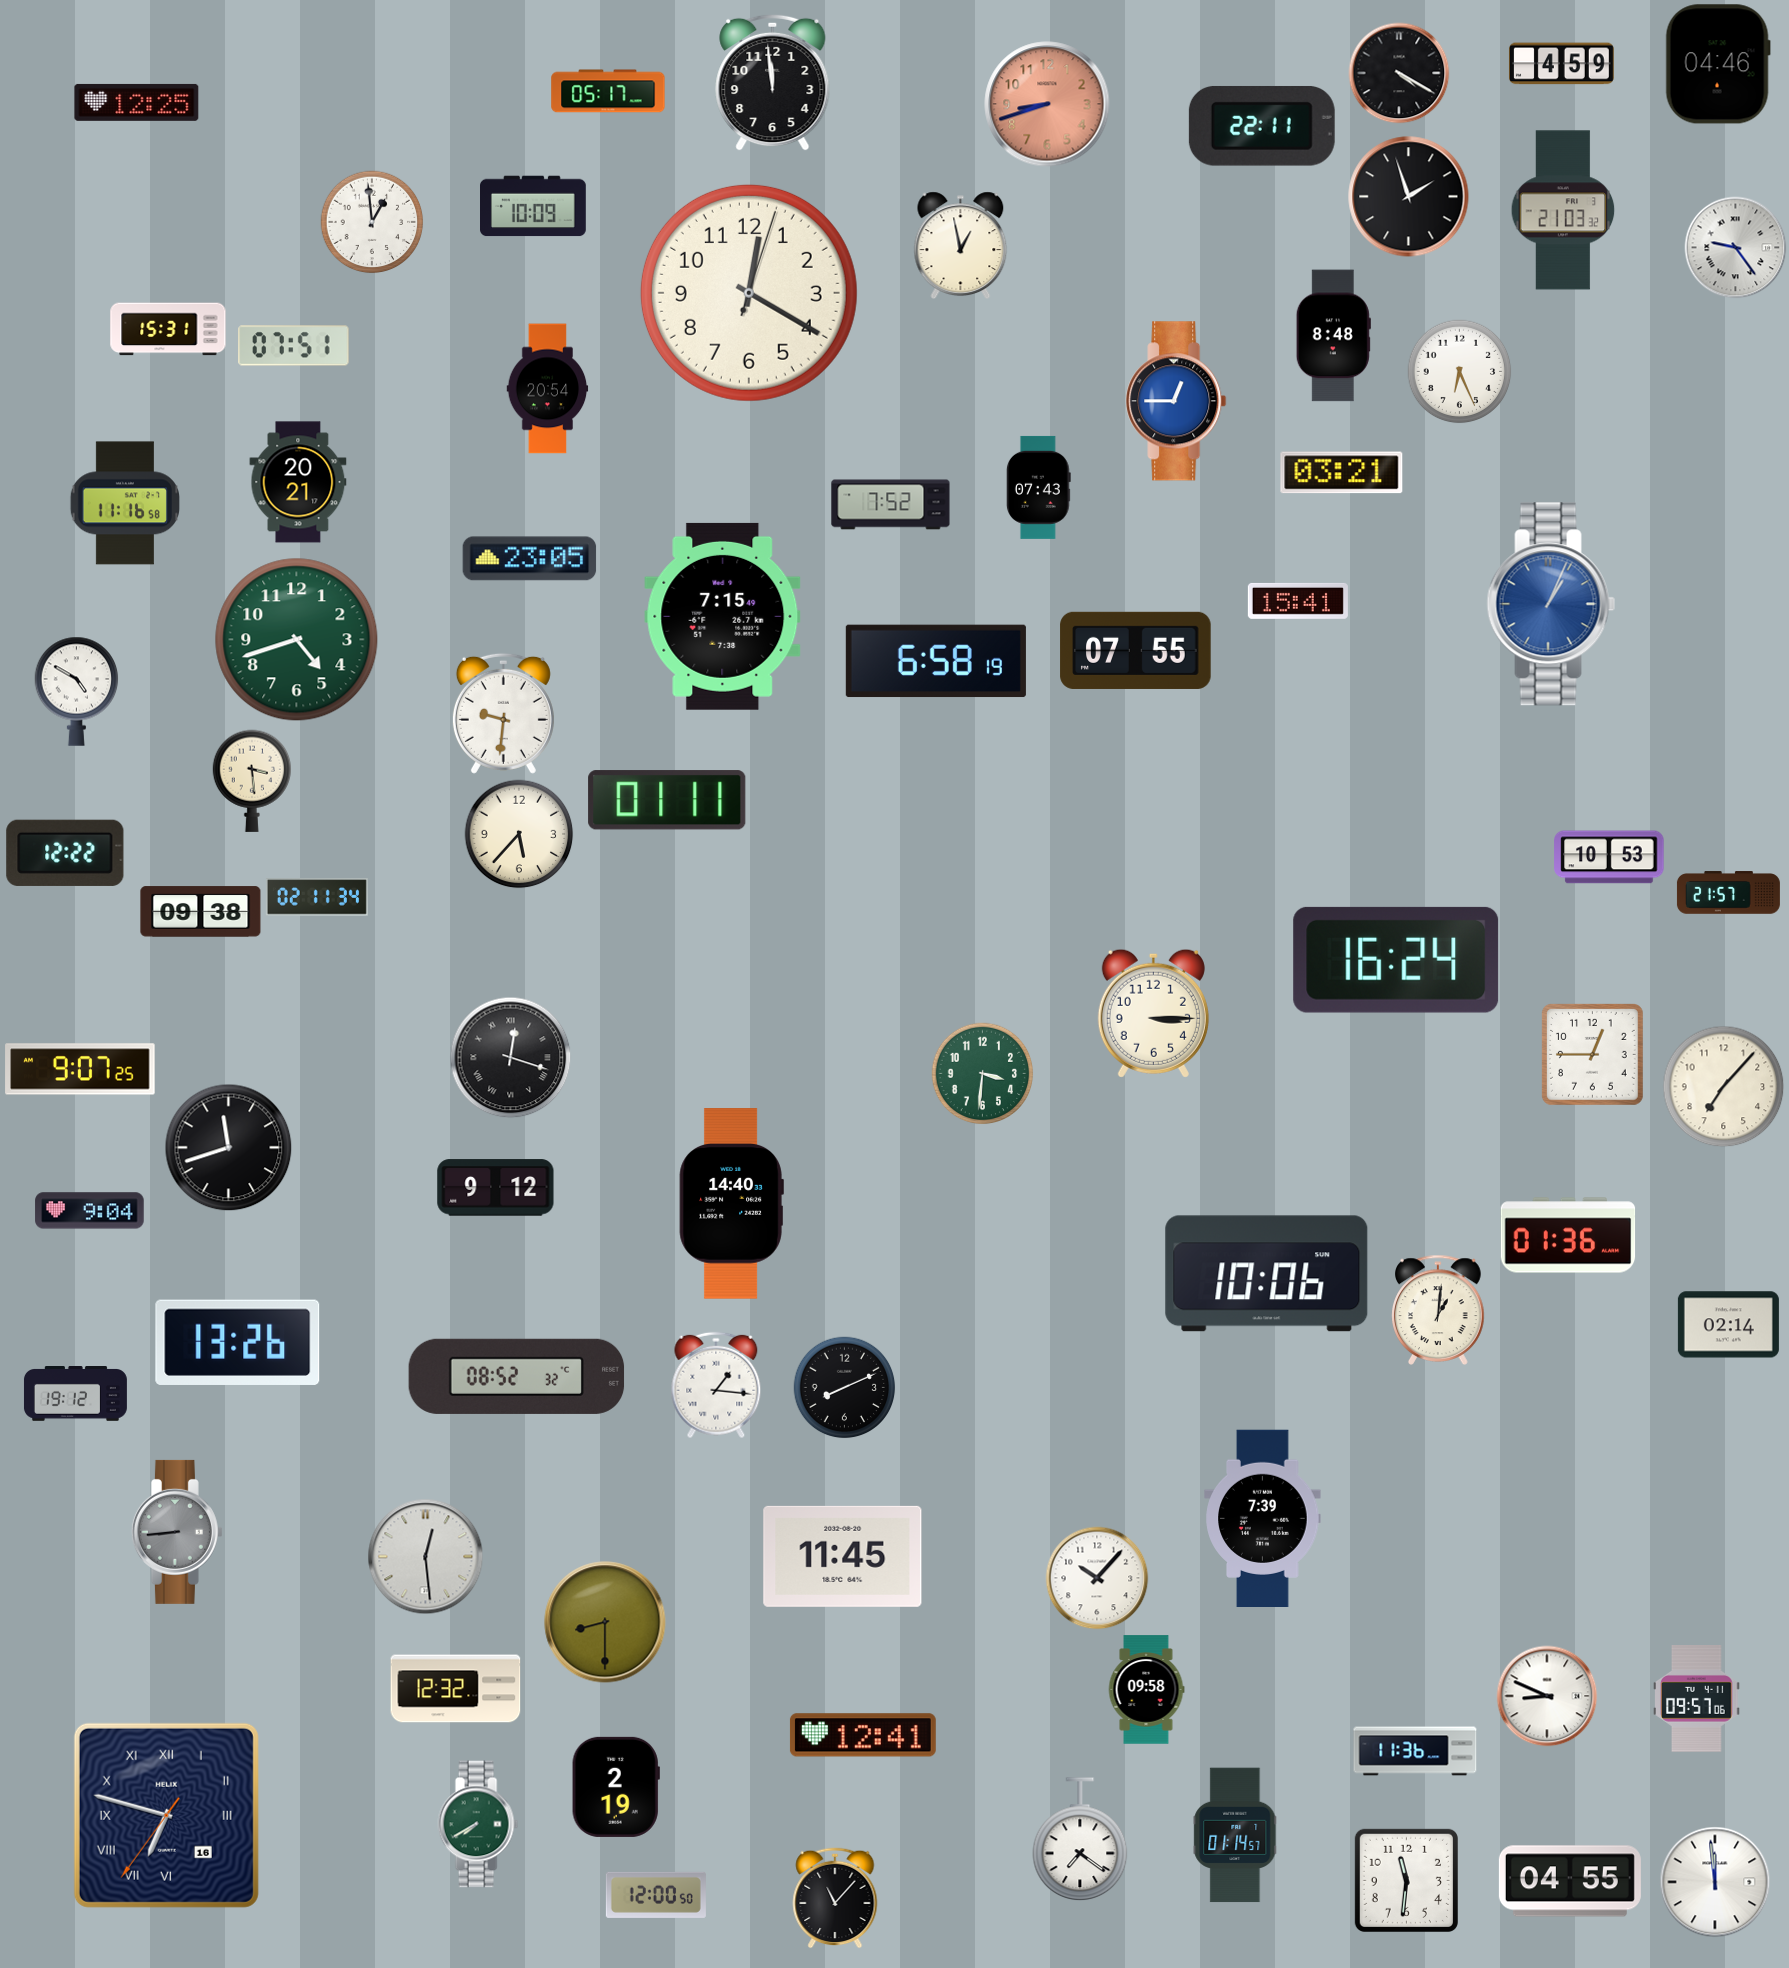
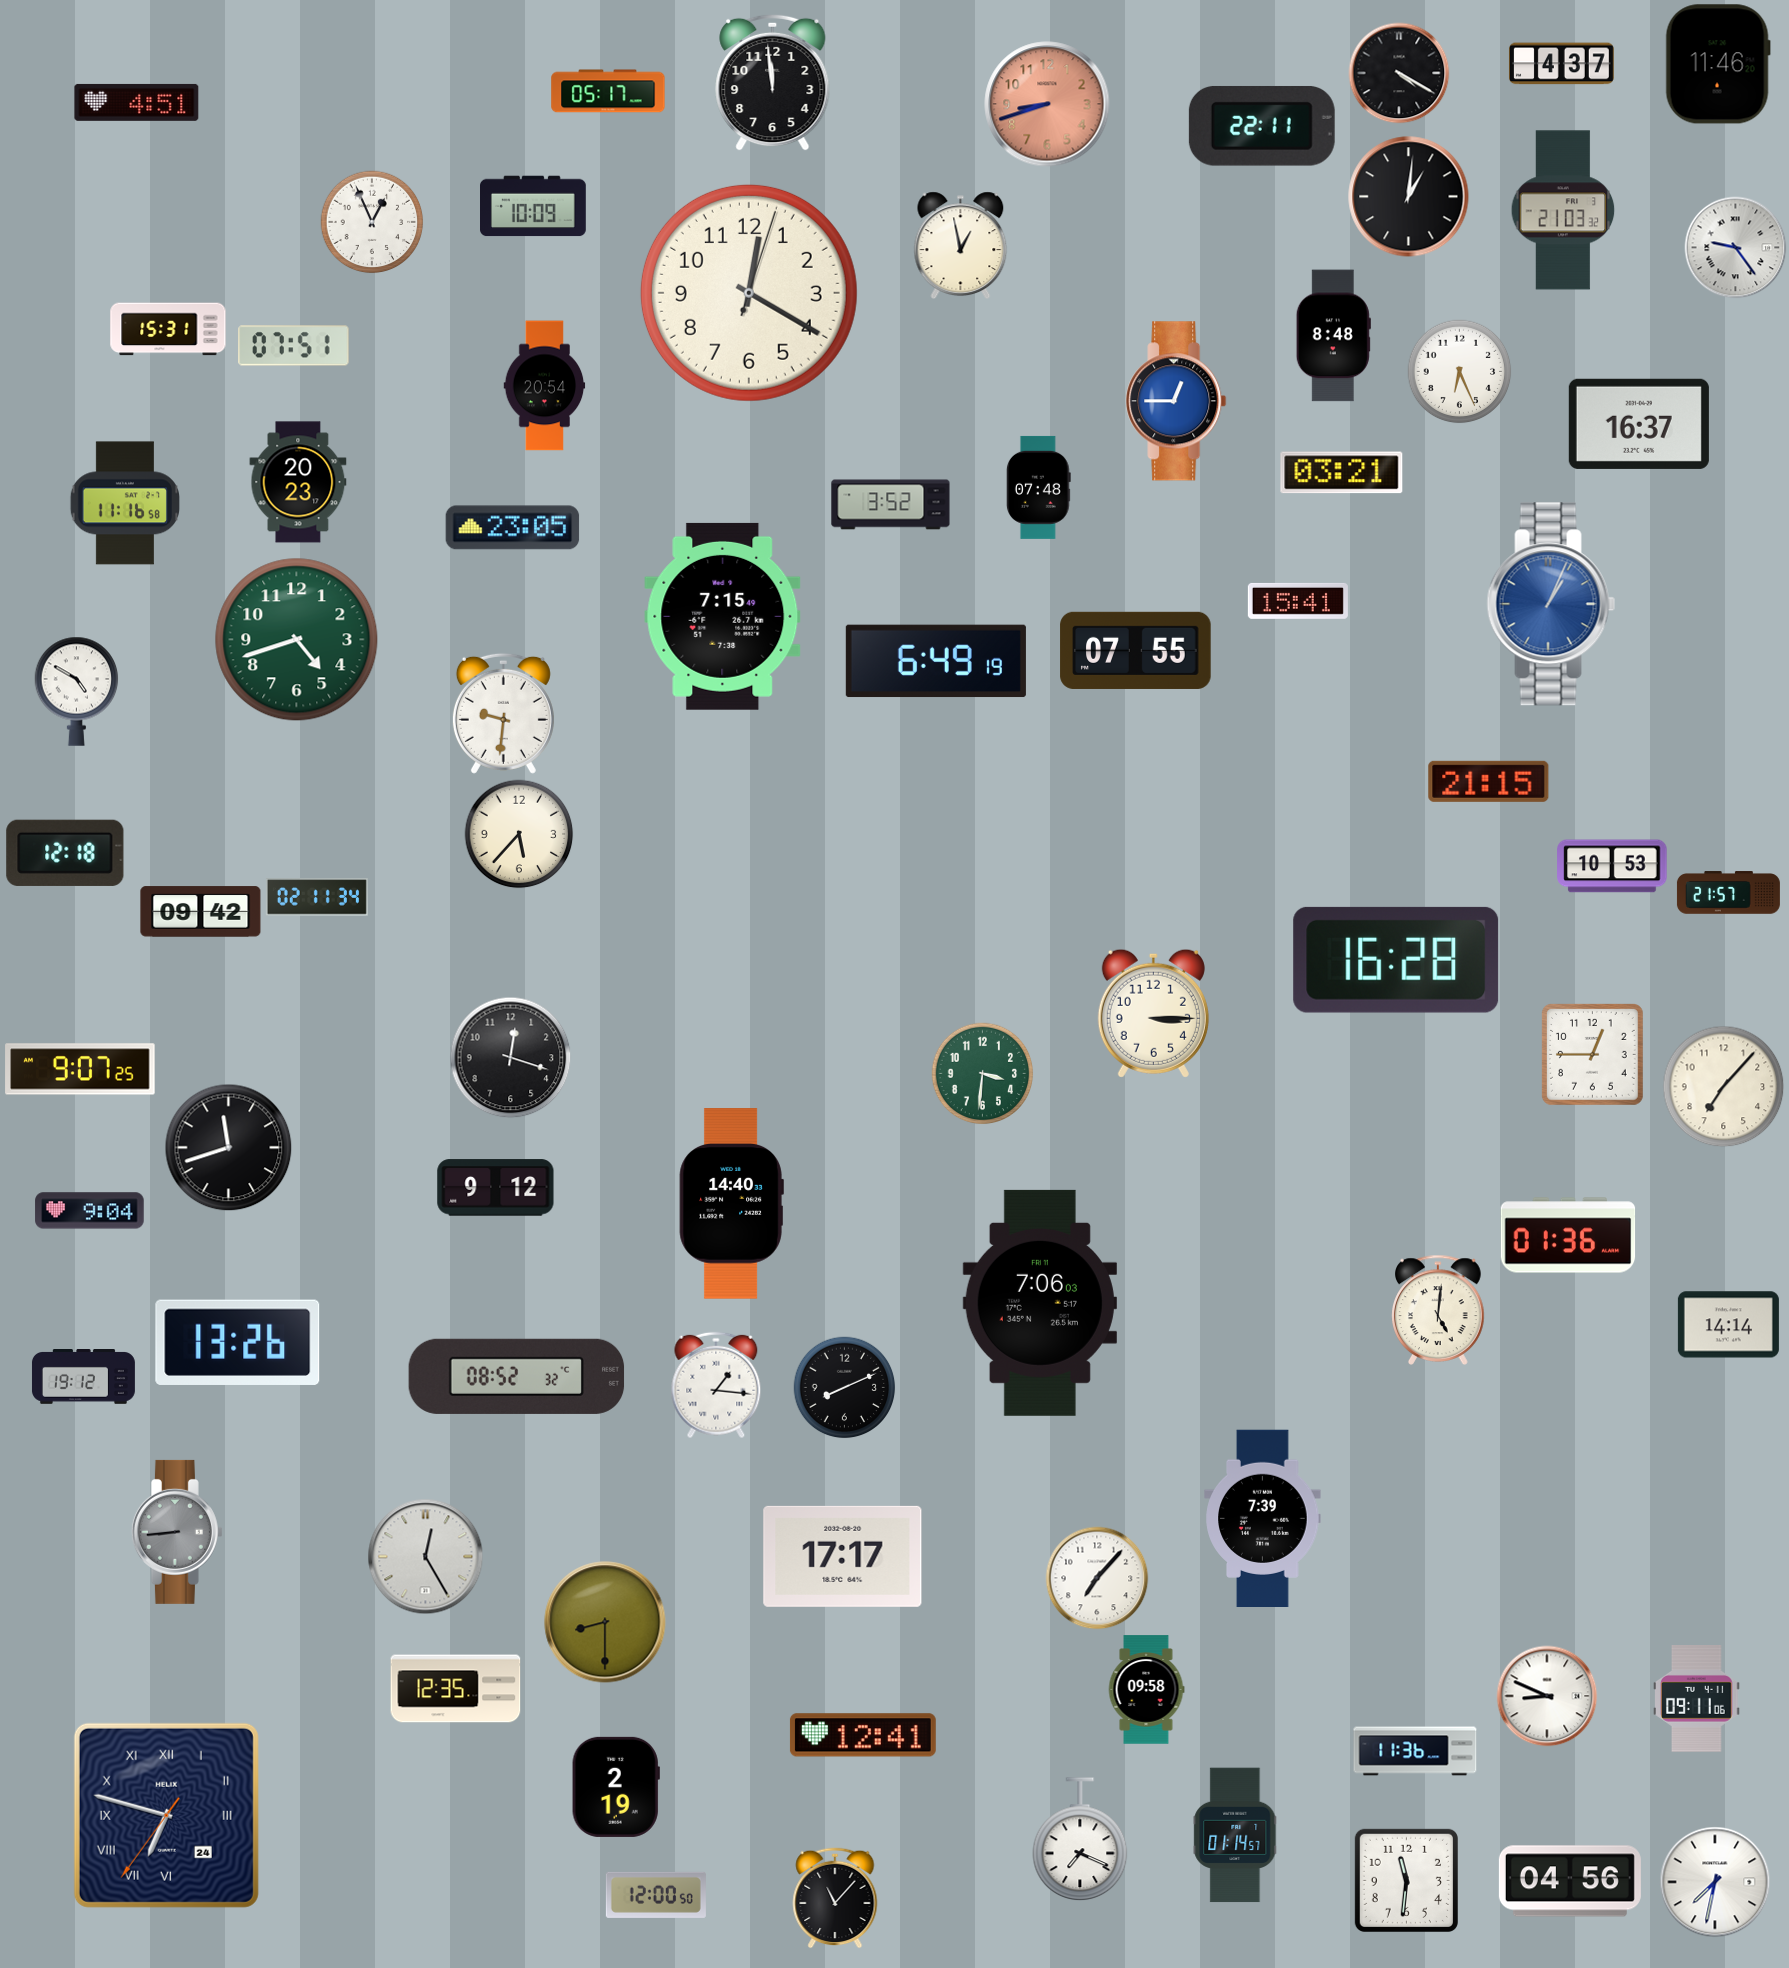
clock at (1561, 64): 4:59 -> 4:37
clock at (1718, 64): 04:46 -> 11:46
clock at (137, 102): 12:25 -> 4:51
clock at (1409, 197): 1:57 -> 1:01
clock at (372, 222): 12:59 -> 12:56
clock at (548, 389) position: (548, 389) -> (545, 386)
clock at (1639, 424): none -> 16:37
clock at (298, 482): 20:21 -> 20:23
clock at (1039, 487): 07:43 -> 07:48
clock at (891, 505): 7:52 -> 3:52
clock at (530, 559) position: (530, 559) -> (513, 528)
clock at (936, 661): 6:58 -> 6:49
clock at (252, 781): 3:29 -> none
clock at (1489, 781): none -> 21:15
clock at (667, 800): 01:11 -> none
clock at (65, 853): 12:22 -> 12:18
clock at (1609, 857) position: (1609, 857) -> (1612, 866)
clock at (201, 912): 09:38 -> 09:42
clock at (1396, 960): 16:24 -> 16:28
clock at (511, 1058) numerals: Roman -> Arabic
clock at (1267, 1274): 10:06 -> none
clock at (1040, 1303): none -> 7:06
clock at (1439, 1310): 1:01 -> 5:01
clock at (1728, 1325): 02:14 -> 14:14
clock at (75, 1394) position: (75, 1394) -> (83, 1377)
clock at (843, 1556): 11:45 -> 17:17
clock at (426, 1557): 12:29 -> 12:25
clock at (1097, 1578): 10:07 -> 7:07
clock at (456, 1689): 12:32 -> 12:35
clock at (1697, 1699): 09:57 -> 09:11
clock at (166, 1815) date: 16 -> 24
clock at (478, 1824): 7:40 -> none
clock at (1080, 1839): 7:21 -> 7:19
clock at (1570, 1881): 04:55 -> 04:56
clock at (1715, 1882): 11:59 -> 7:32
